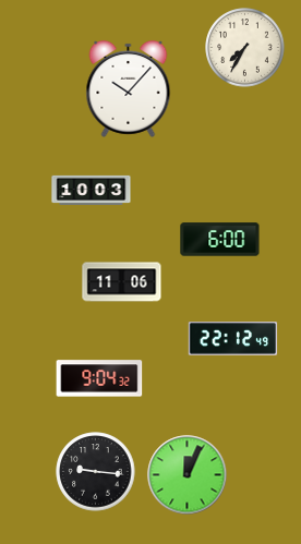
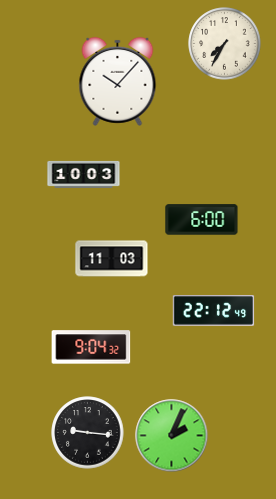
clock at (122, 282): 11:06 -> 11:03
clock at (188, 475): 12:04 -> 2:04
